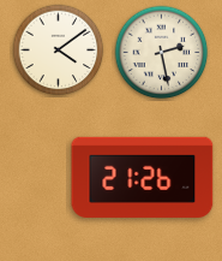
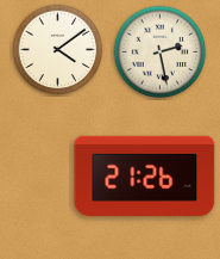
clock at (143, 177) position: (143, 177) -> (145, 175)
